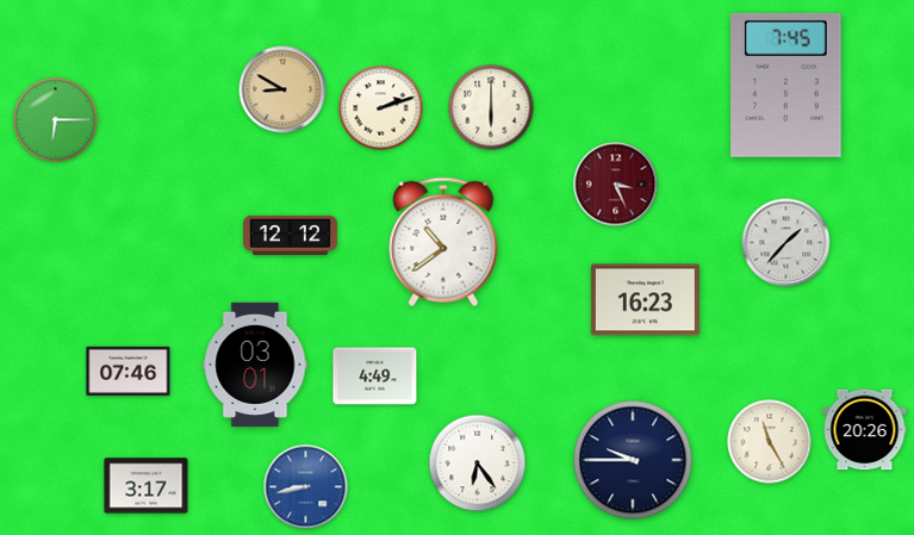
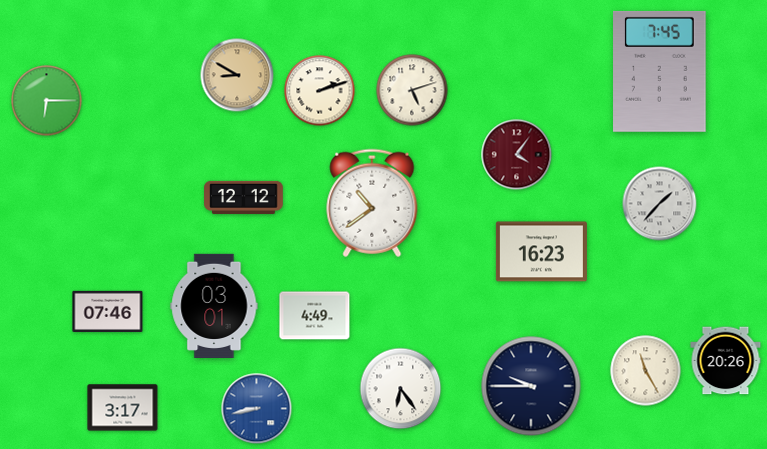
clock at (491, 107): 6:00 -> 5:12
clock at (616, 185): 3:26 -> 4:06
